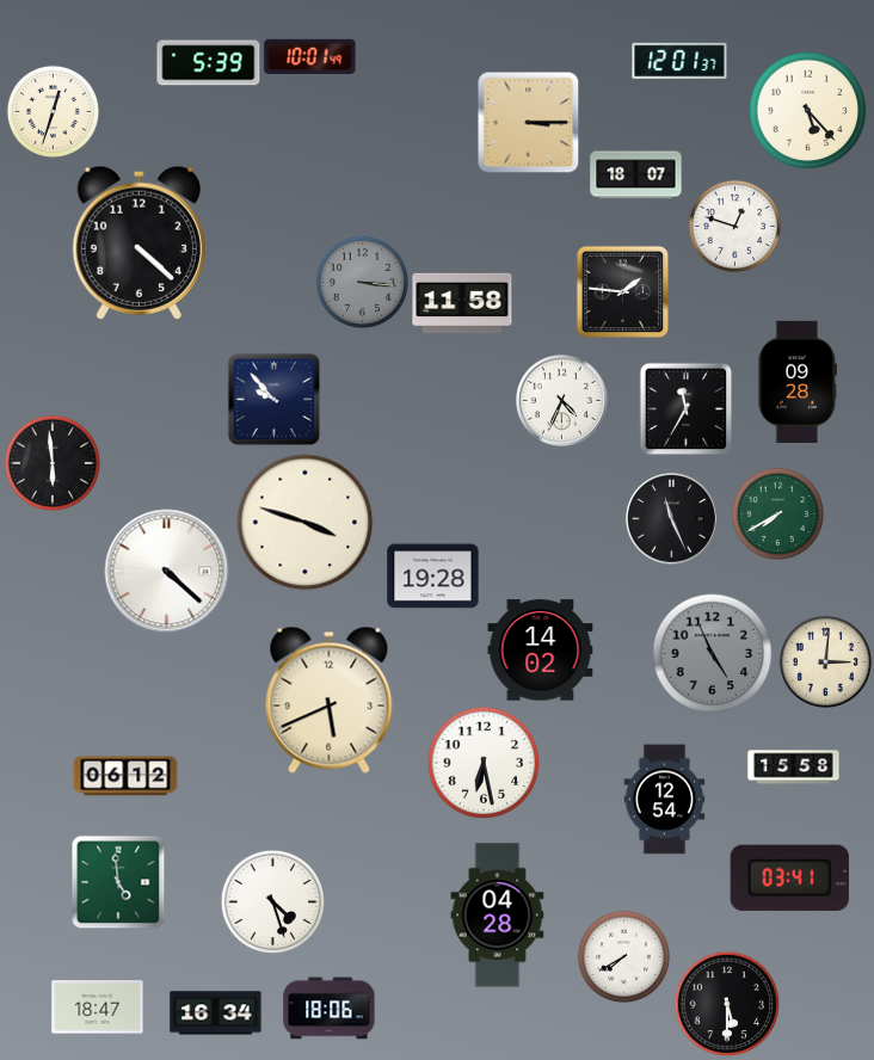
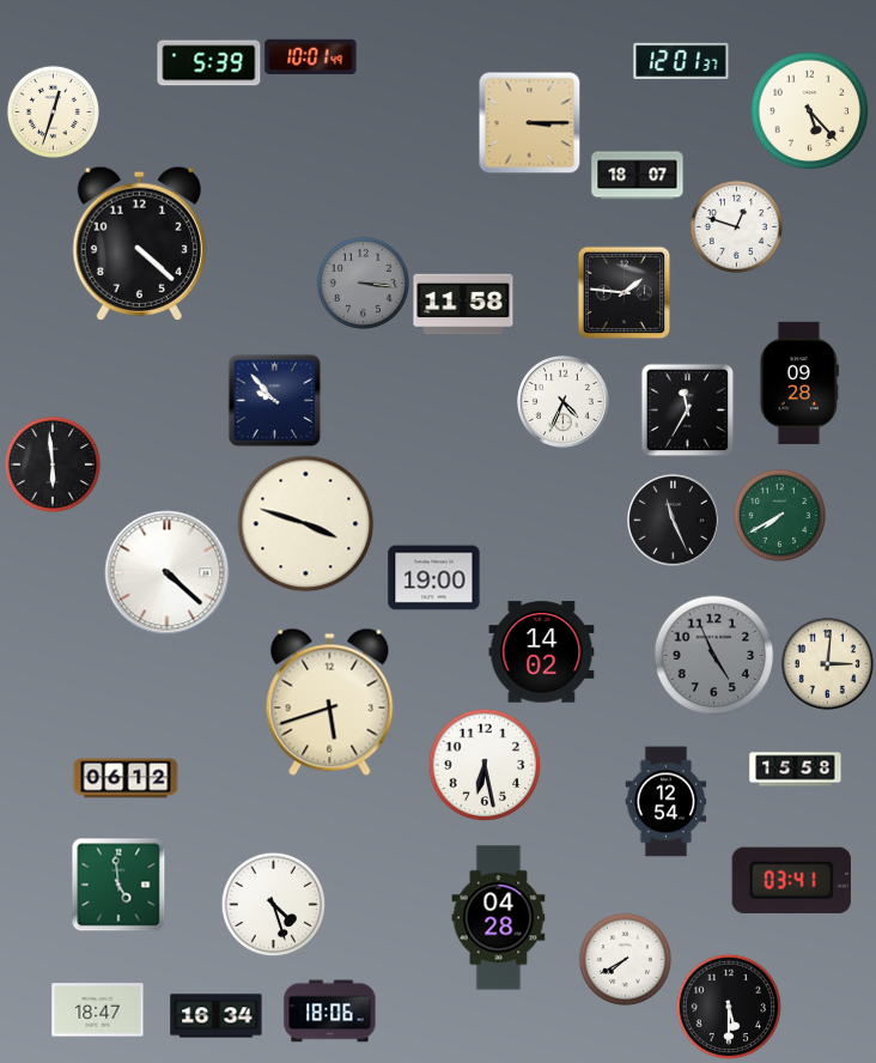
clock at (433, 577): 19:28 -> 19:00
clock at (330, 700): 5:41 -> 5:42
